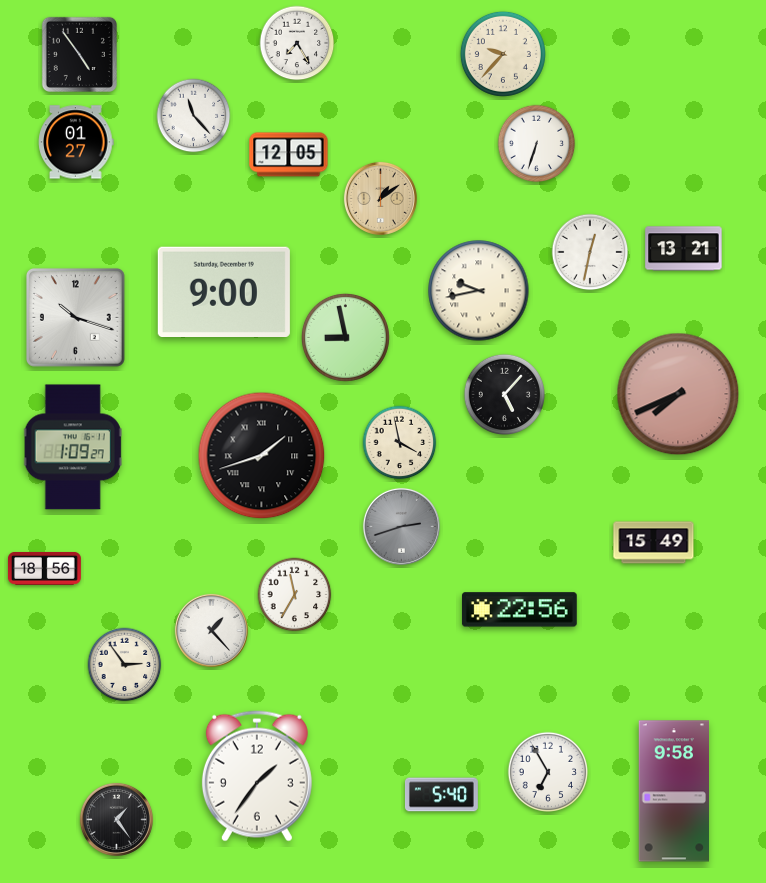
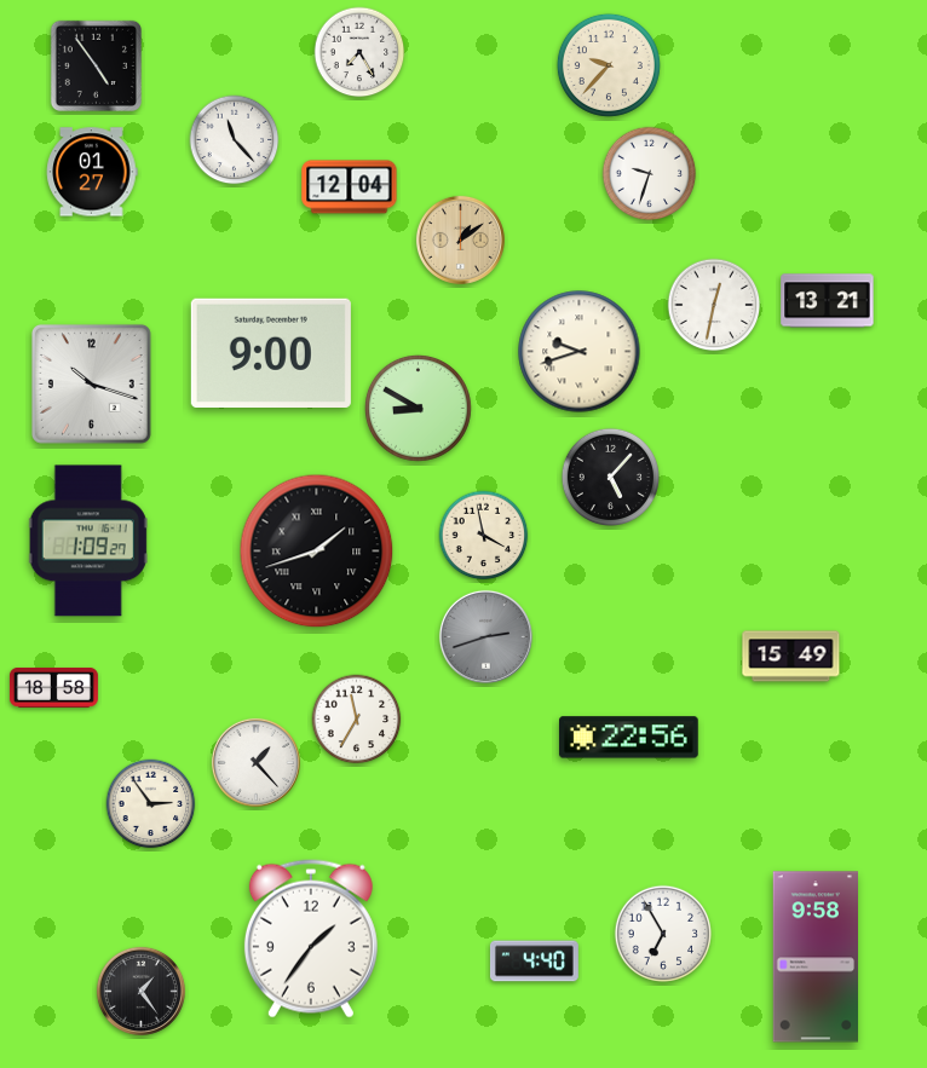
clock at (537, 144): 6:33 -> 9:33
clock at (289, 155): 12:05 -> 12:04
clock at (479, 291): 9:43 -> 9:42
clock at (345, 337): 8:58 -> 8:50
clock at (678, 394): 7:41 -> none
clock at (44, 568): 18:56 -> 18:58
clock at (441, 795): 5:40 -> 4:40
